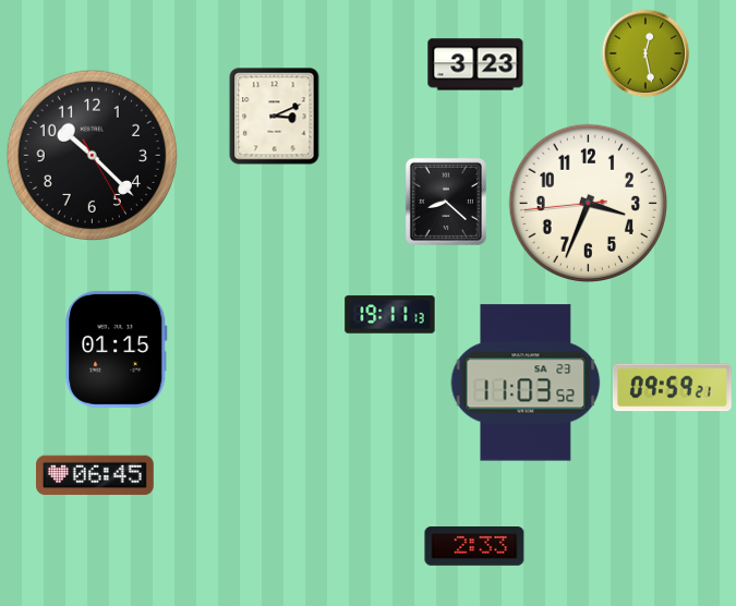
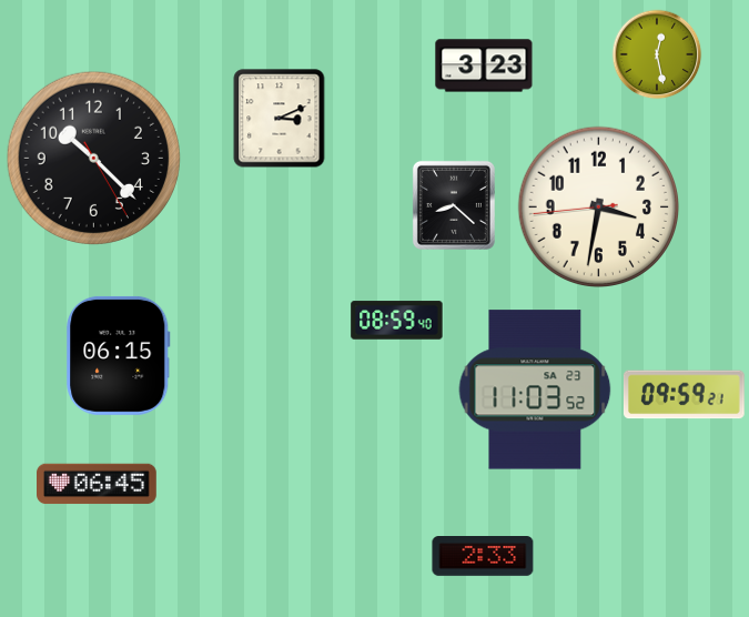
clock at (588, 203): 3:33 -> 3:31
clock at (390, 315): 19:11 -> 08:59
clock at (117, 349): 01:15 -> 06:15
